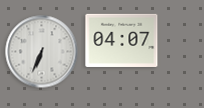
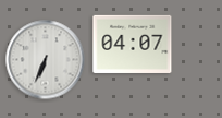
clock at (42, 52) position: (42, 52) -> (46, 60)
